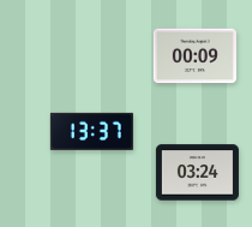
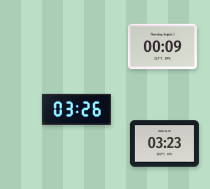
clock at (91, 131): 13:37 -> 03:26
clock at (197, 173): 03:24 -> 03:23
